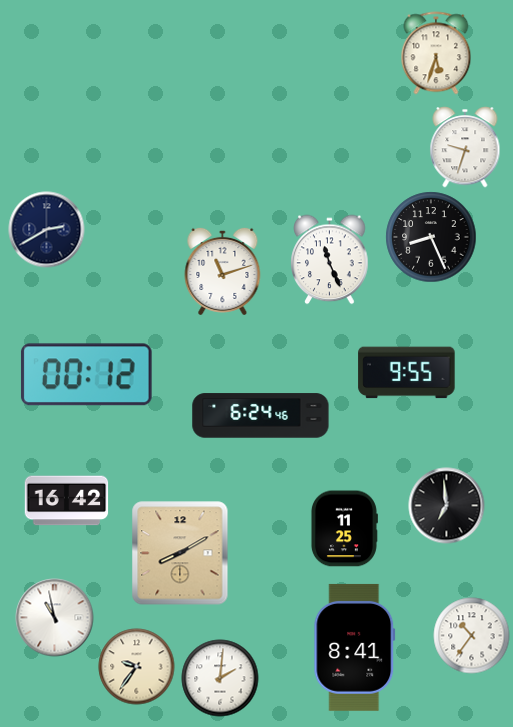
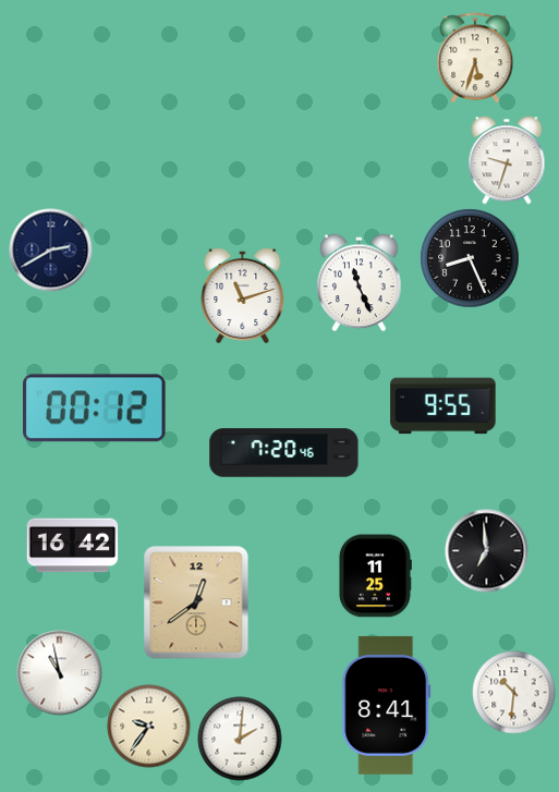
clock at (261, 416): 6:24 -> 7:20
clock at (180, 553): 8:10 -> 12:39
clock at (472, 636): 10:36 -> 10:31
